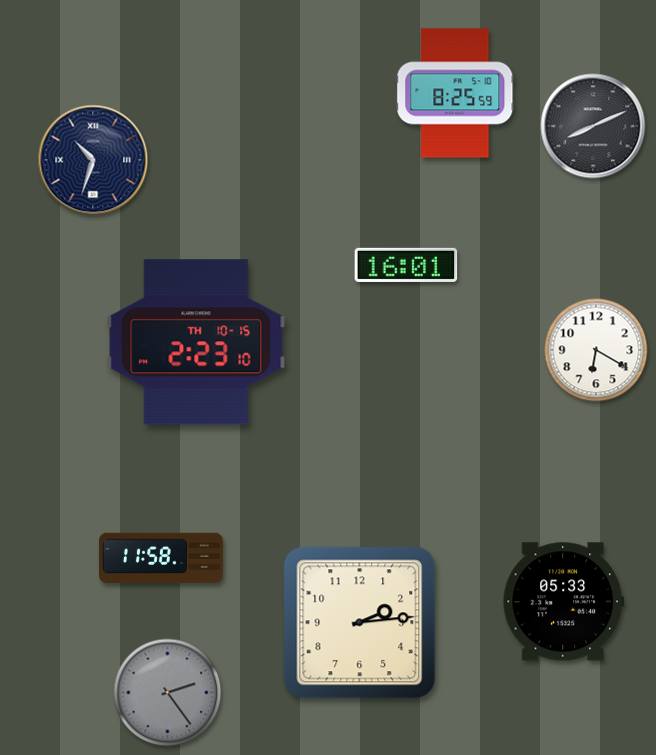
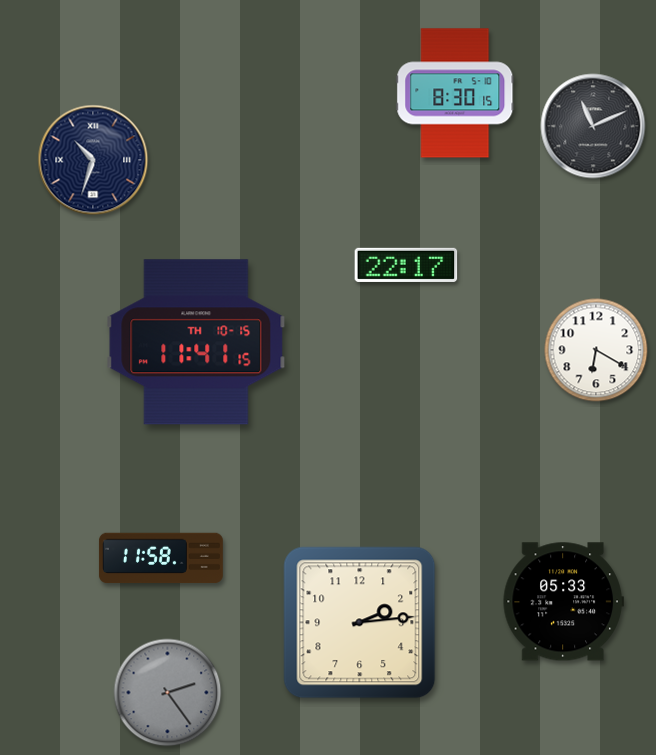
clock at (455, 93): 8:25 -> 8:30
clock at (593, 126): 8:11 -> 11:11
clock at (406, 265): 16:01 -> 22:17
clock at (196, 342): 2:23 -> 11:41
